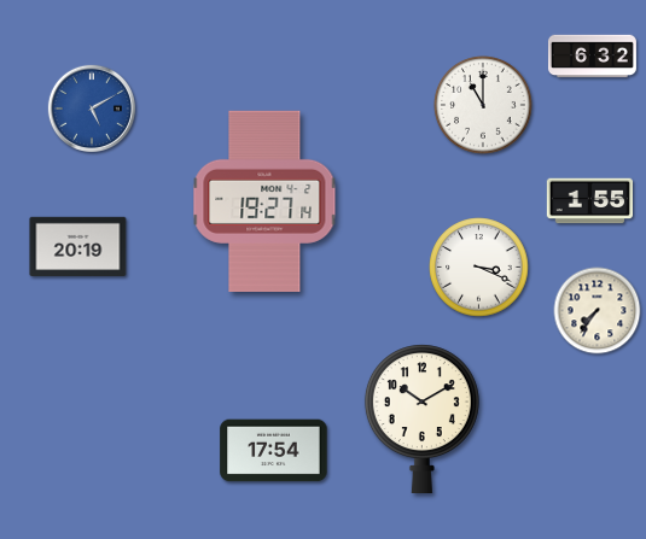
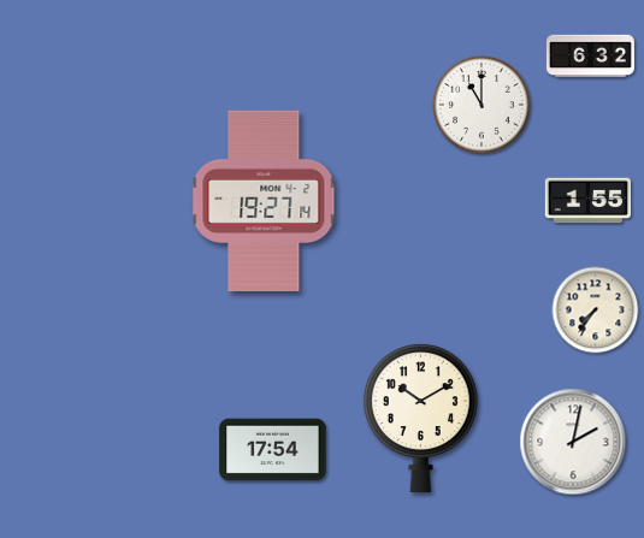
clock at (91, 107): 5:10 -> none
clock at (78, 247): 20:19 -> none
clock at (479, 268): 3:19 -> none
clock at (573, 442): none -> 2:02
